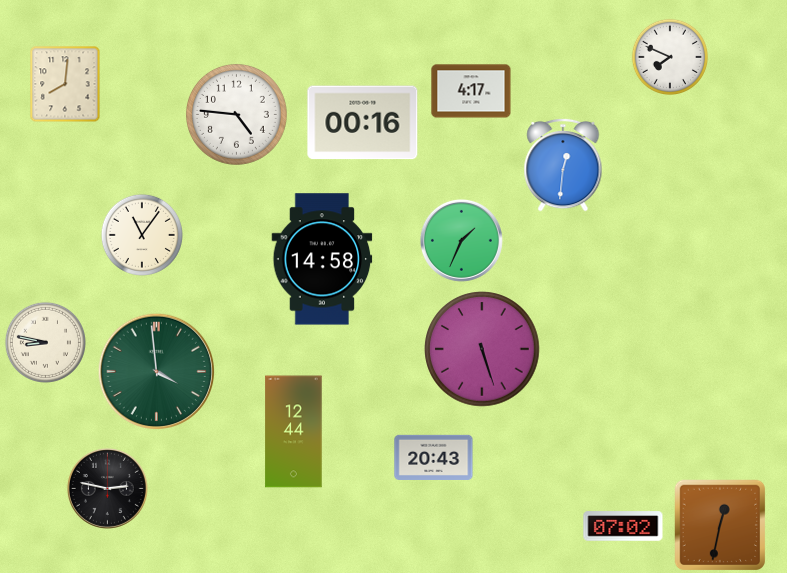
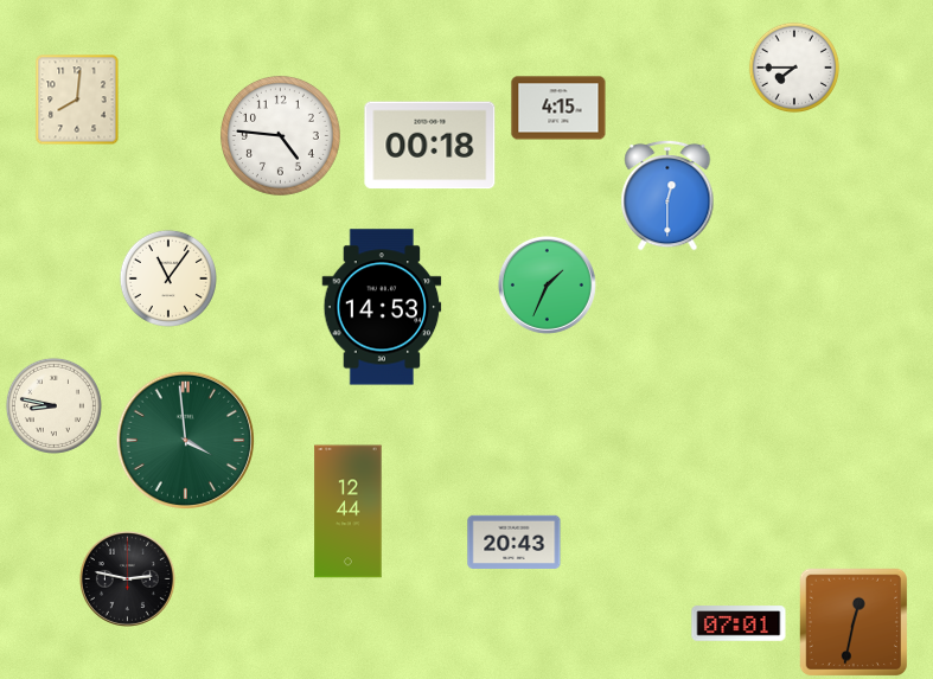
clock at (669, 56): 7:49 -> 7:45
clock at (471, 91): 4:17 -> 4:15
clock at (363, 123): 00:16 -> 00:18
clock at (563, 165): 12:31 -> 12:30
clock at (322, 259): 14:58 -> 14:53
clock at (482, 349): 5:27 -> none
clock at (623, 526): 07:02 -> 07:01
